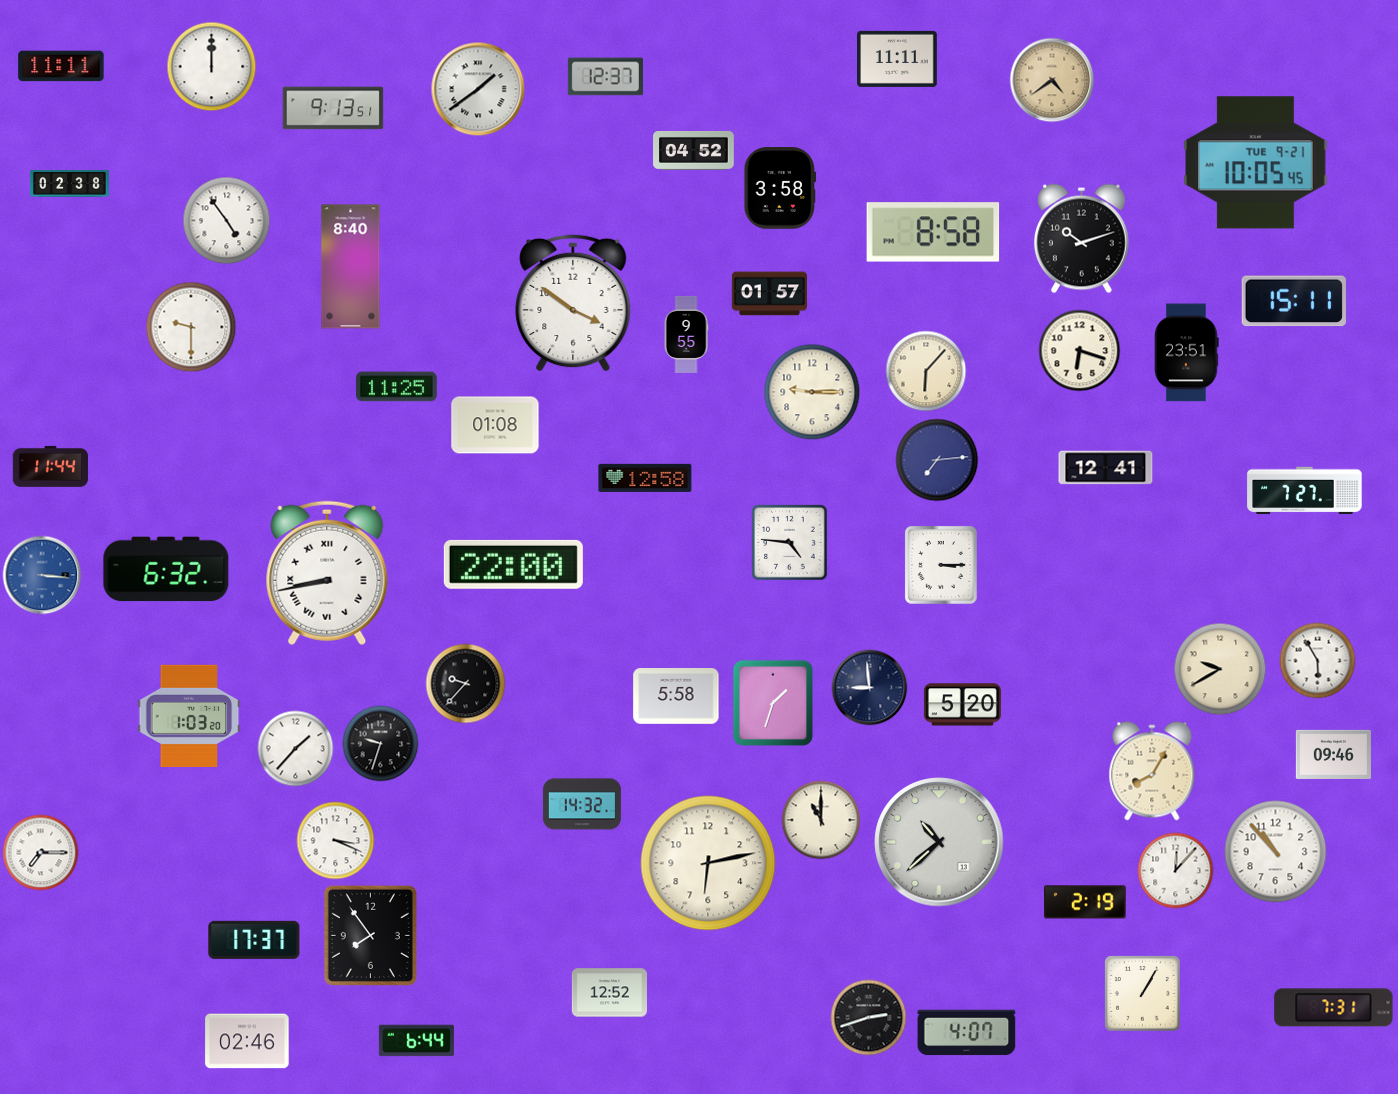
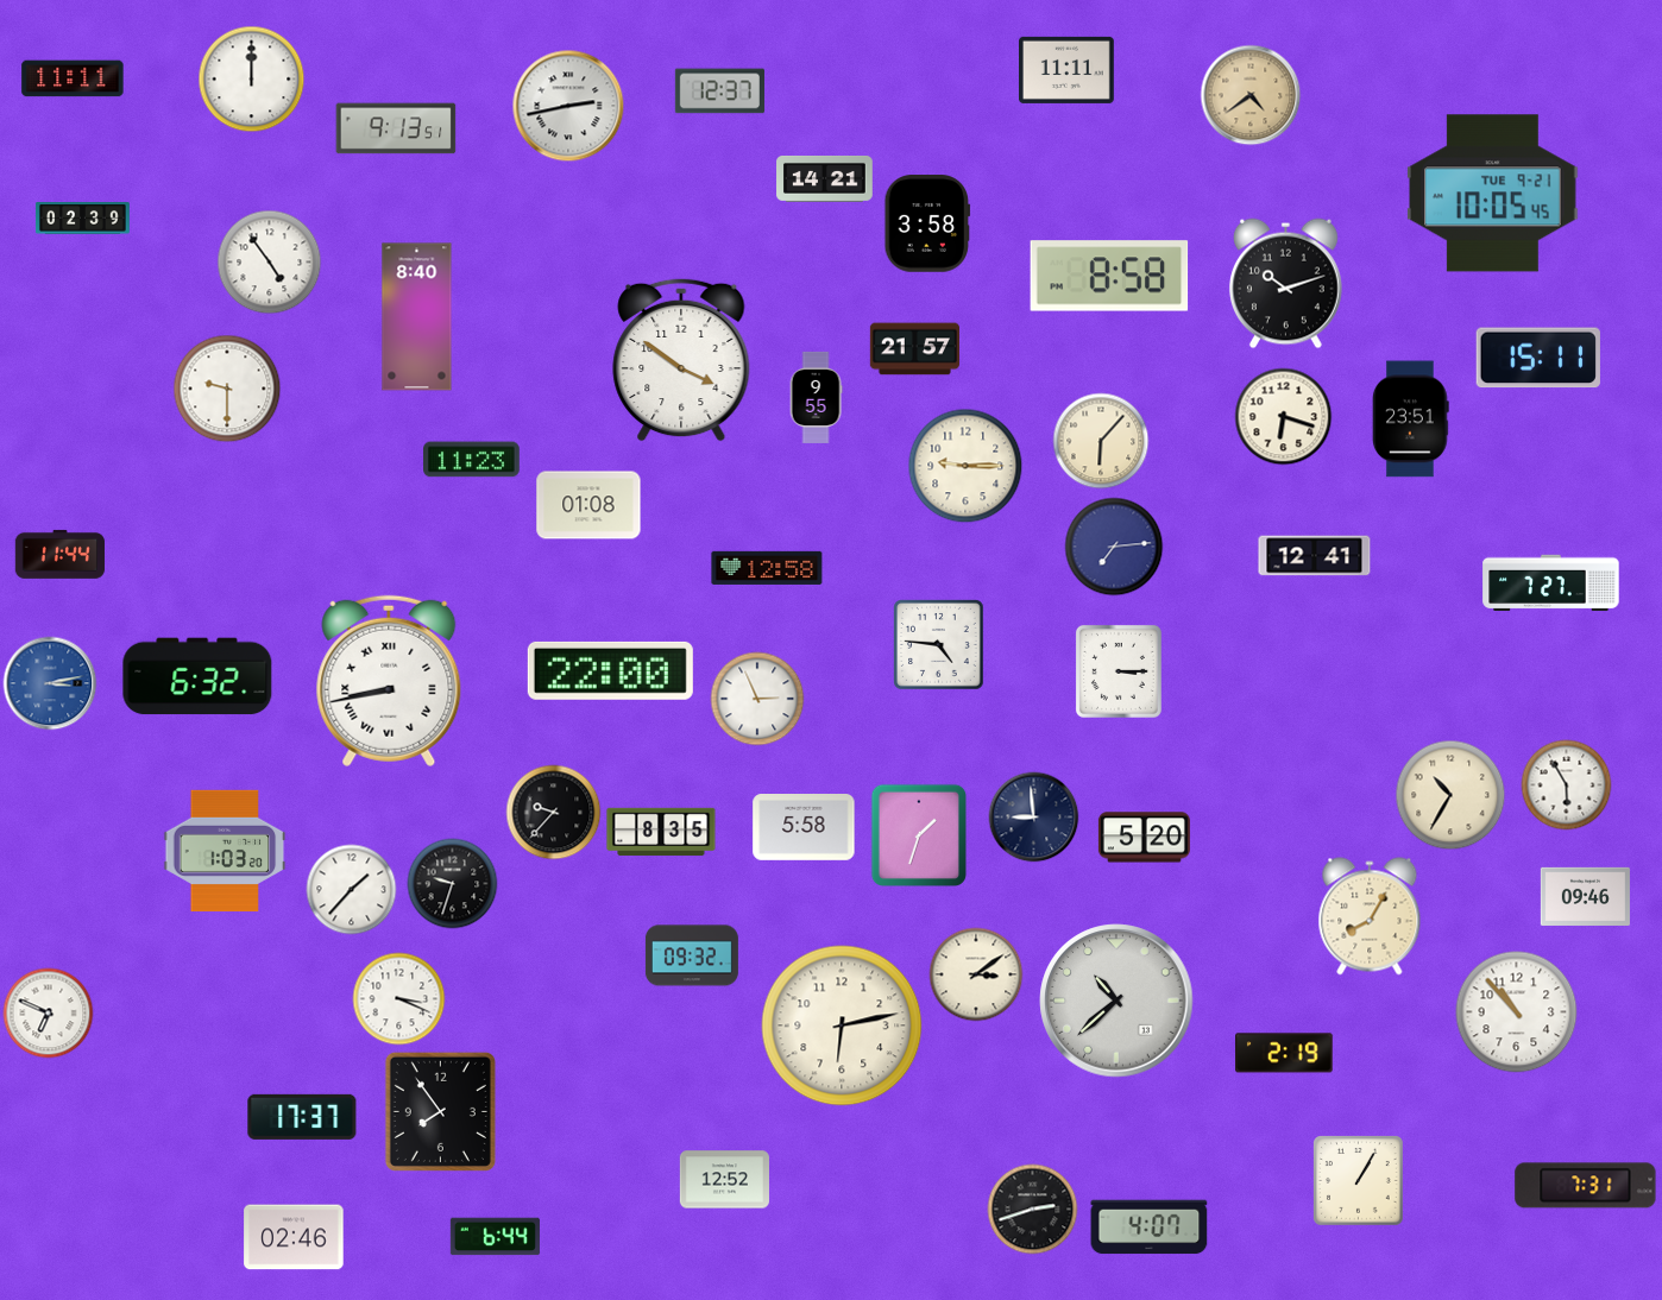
clock at (478, 89): 1:39 -> 2:43
clock at (694, 150): 04:52 -> 14:21
clock at (69, 184): 02:38 -> 02:39
clock at (769, 294): 01:57 -> 21:57
clock at (397, 387): 11:25 -> 11:23
clock at (42, 575): 3:16 -> 3:13
clock at (757, 699): none -> 2:56
clock at (1220, 669): 9:40 -> 10:35
clock at (661, 832): none -> 8:35
clock at (582, 804): 14:32 -> 09:32
clock at (821, 820): 11:00 -> 3:09
clock at (41, 853): 7:15 -> 6:49
clock at (1176, 871): 12:07 -> none
clock at (1086, 902) position: (1086, 902) -> (1285, 1053)
clock at (1334, 1008) position: (1334, 1008) -> (1586, 1186)
